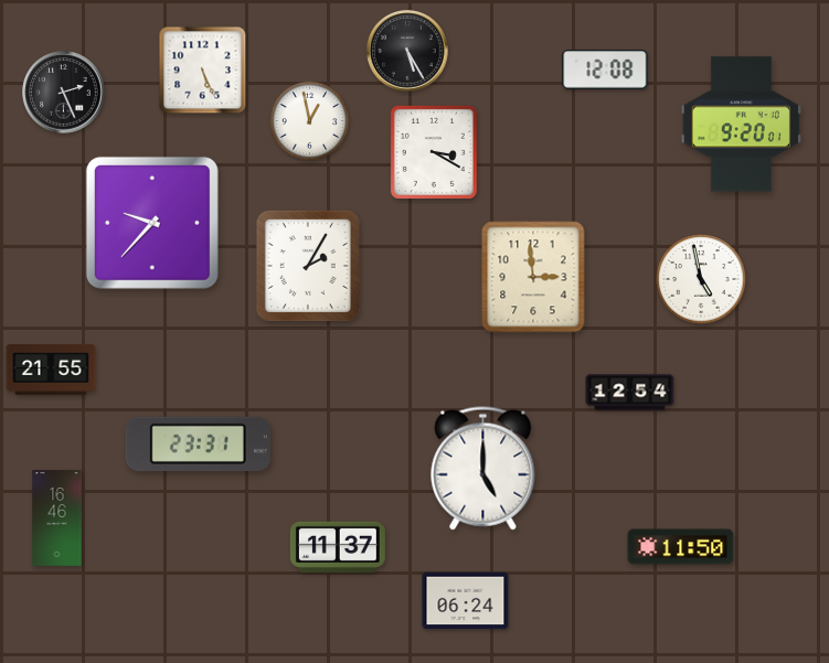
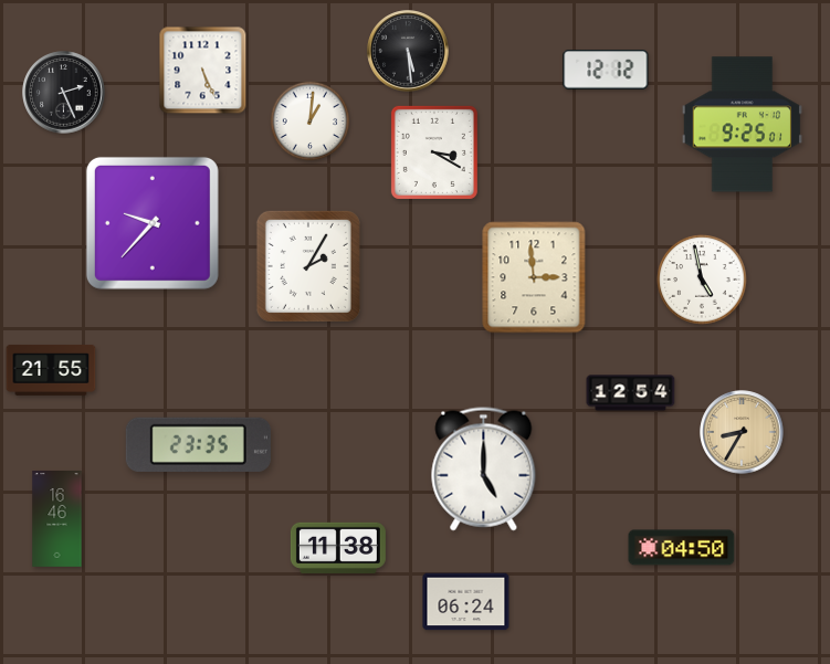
clock at (407, 51): 5:25 -> 5:29
clock at (605, 69): 12:08 -> 12:12
clock at (310, 121): 12:58 -> 1:01
clock at (741, 125): 9:20 -> 9:25
clock at (742, 432): none -> 8:35
clock at (198, 443): 23:31 -> 23:35
clock at (338, 547): 11:37 -> 11:38
clock at (681, 547): 11:50 -> 04:50
